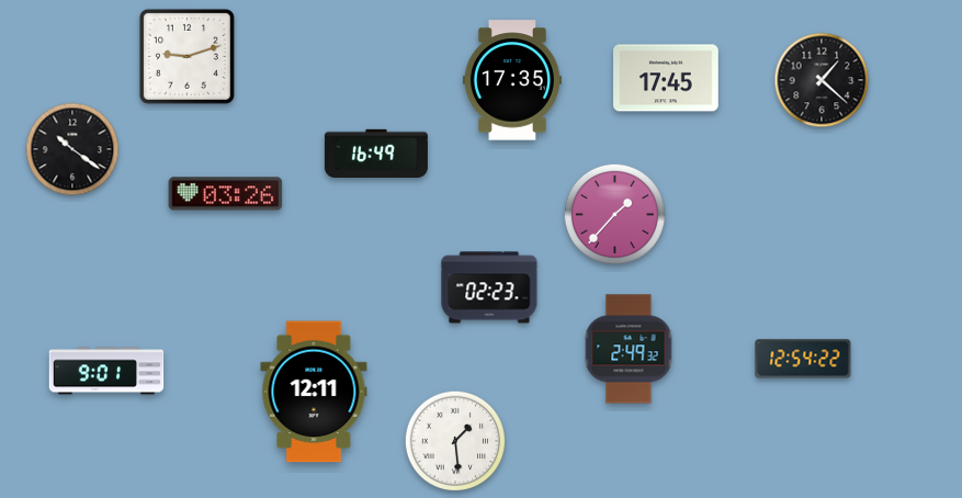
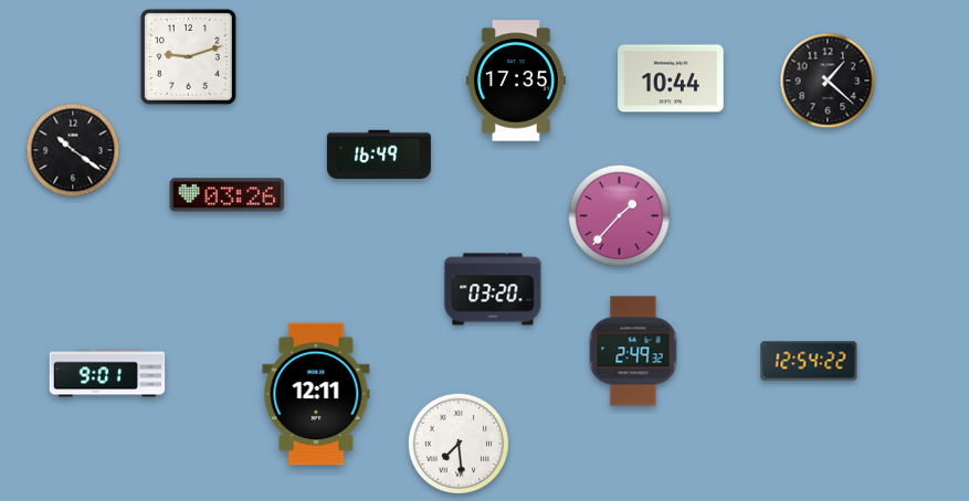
clock at (666, 78): 17:45 -> 10:44
clock at (489, 287): 02:23 -> 03:20
clock at (454, 440): 1:29 -> 7:29
